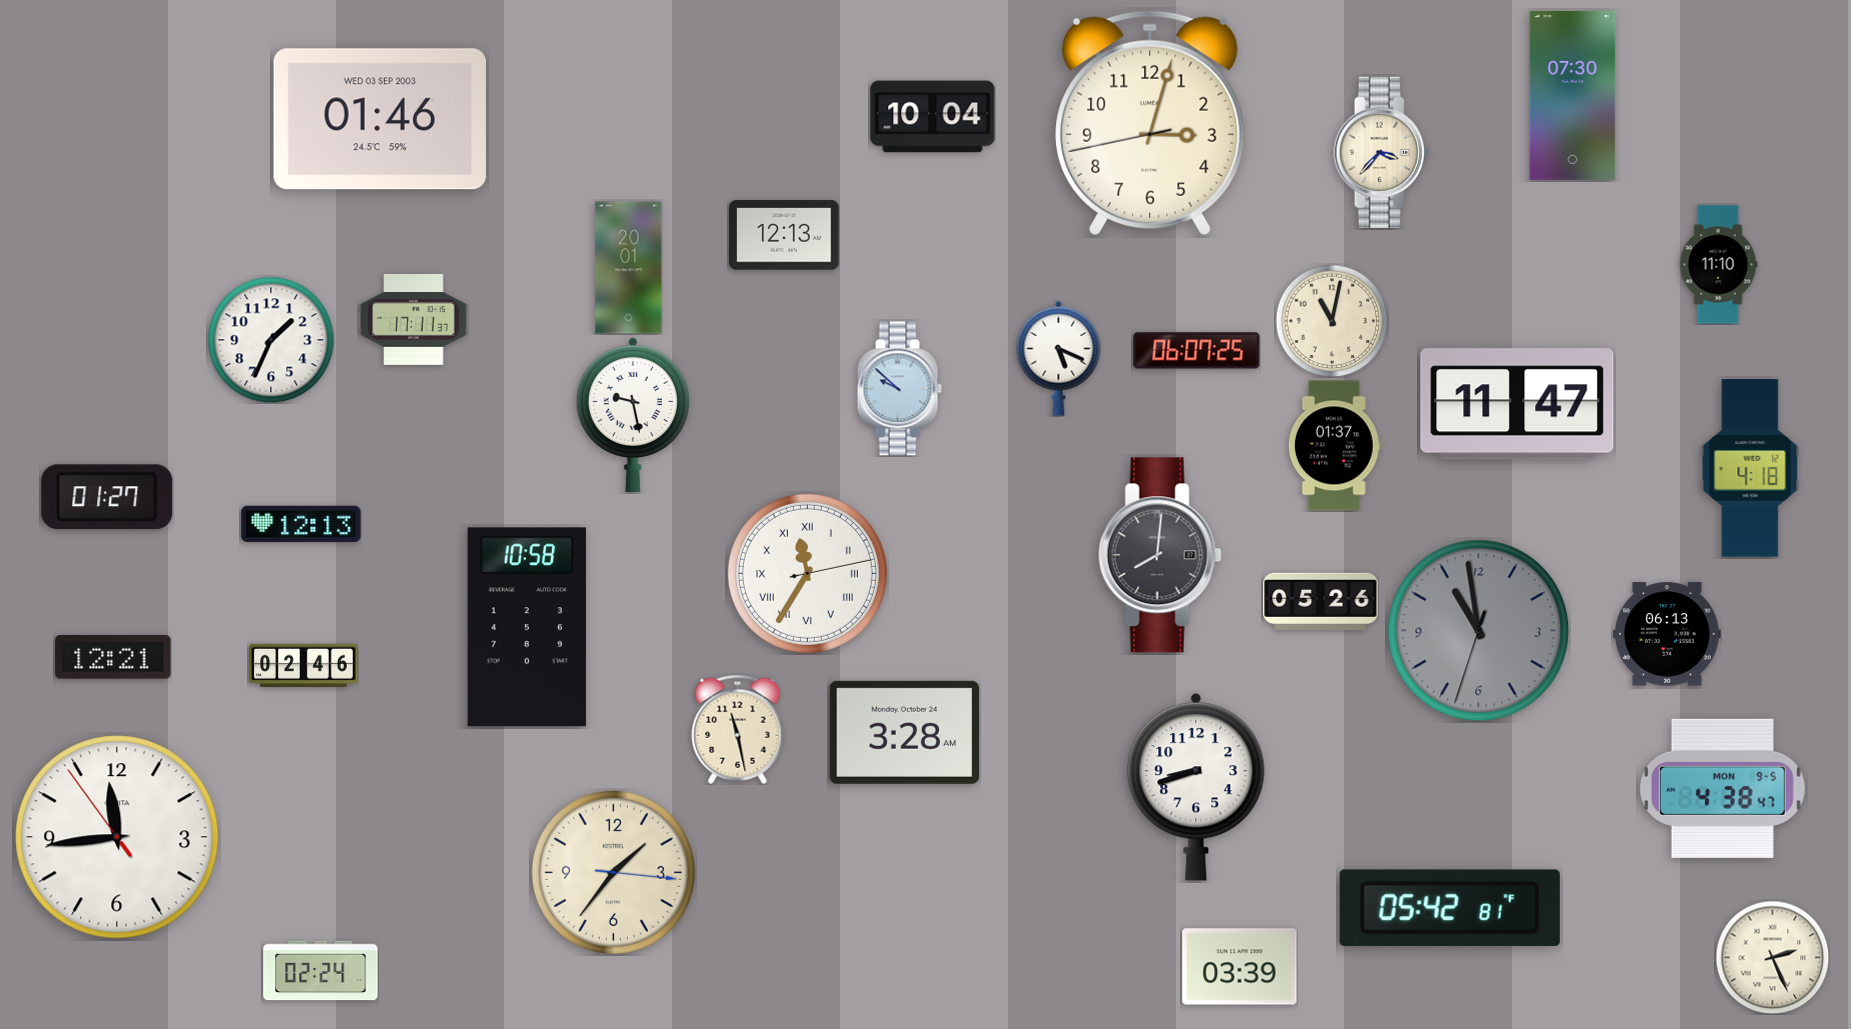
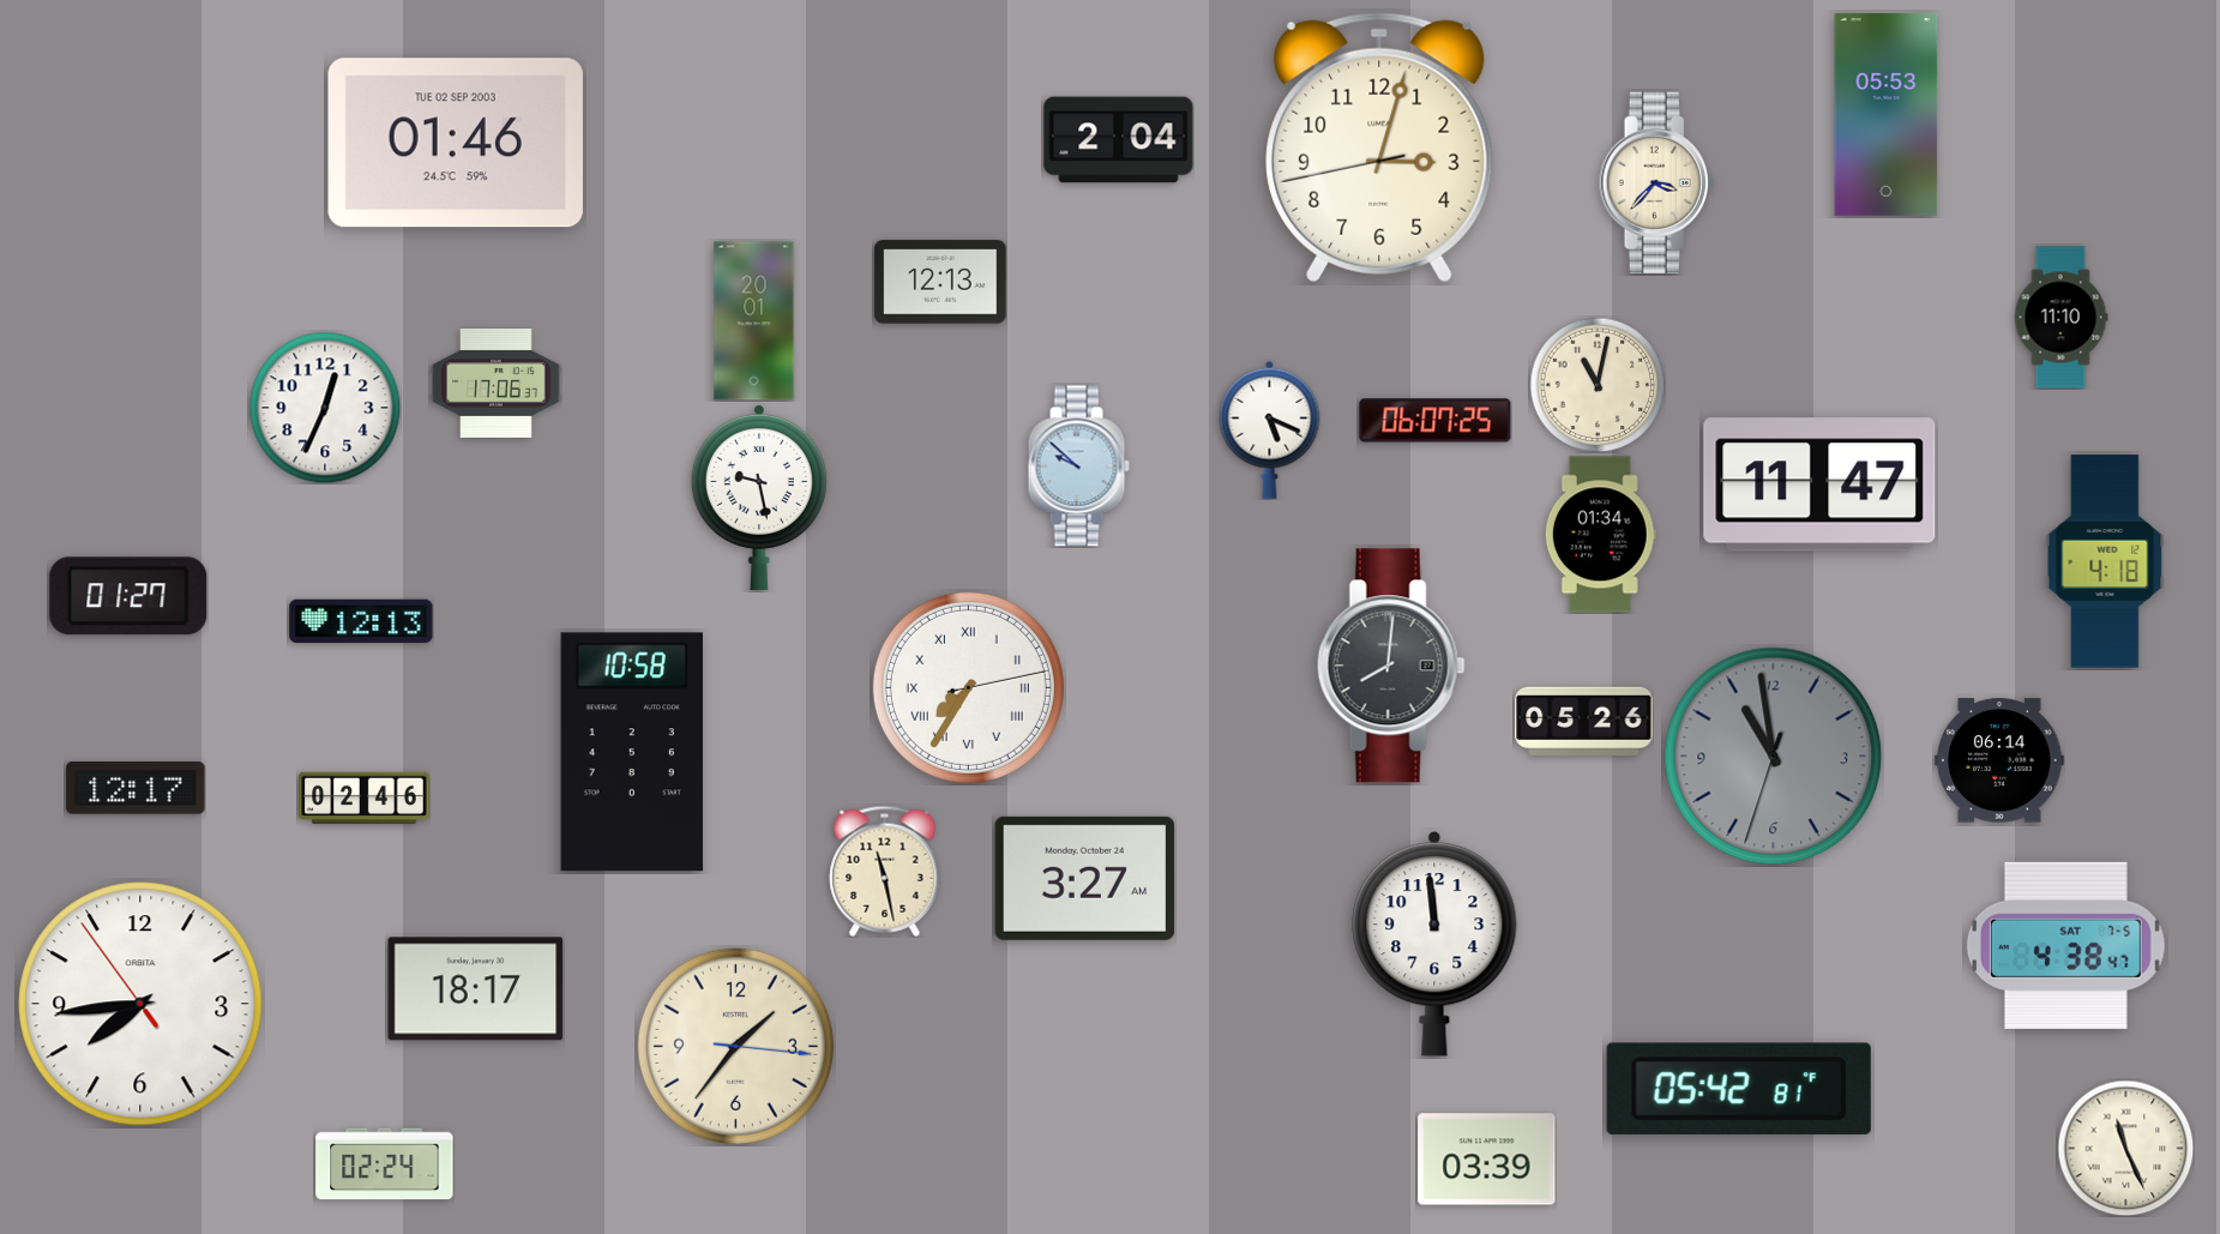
clock at (1573, 95): 07:30 -> 05:53
clock at (933, 117): 10:04 -> 2:04
clock at (380, 119) date: WED 03 SEP 2003 -> TUE 02 SEP 2003
clock at (414, 319): 17:11 -> 17:06
clock at (271, 340): 1:34 -> 12:34
clock at (1334, 446): 01:37 -> 01:34
clock at (1750, 468) position: (1750, 468) -> (2105, 561)
clock at (301, 524) position: (301, 524) -> (361, 621)
clock at (807, 573): 11:35 -> 7:35
clock at (1667, 634): 06:13 -> 06:14
clock at (113, 657): 12:21 -> 12:17
clock at (738, 729) position: (738, 729) -> (885, 871)
clock at (904, 732): 3:28 -> 3:27
clock at (1196, 788): 8:42 -> 11:59
clock at (1722, 788) date: MON 9-5 -> SAT 7-5
clock at (476, 989): none -> 18:17
clock at (117, 837): 11:43 -> 7:43
clock at (1772, 957): 2:26 -> 11:26
